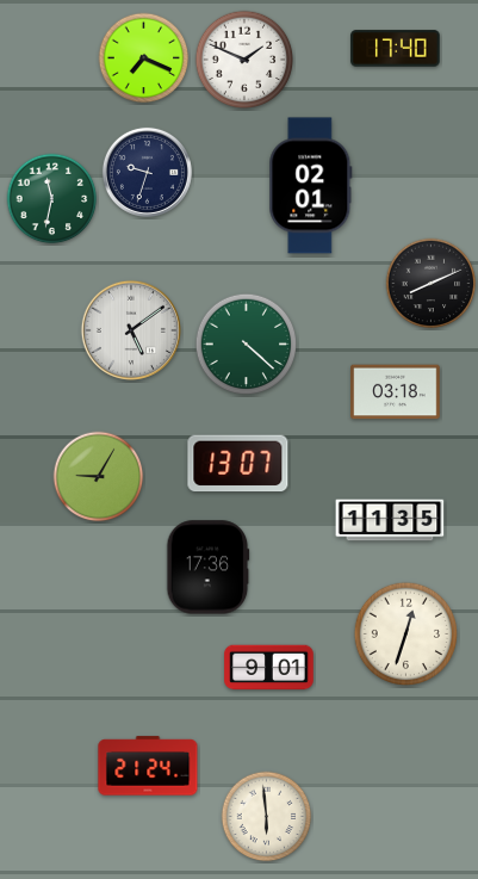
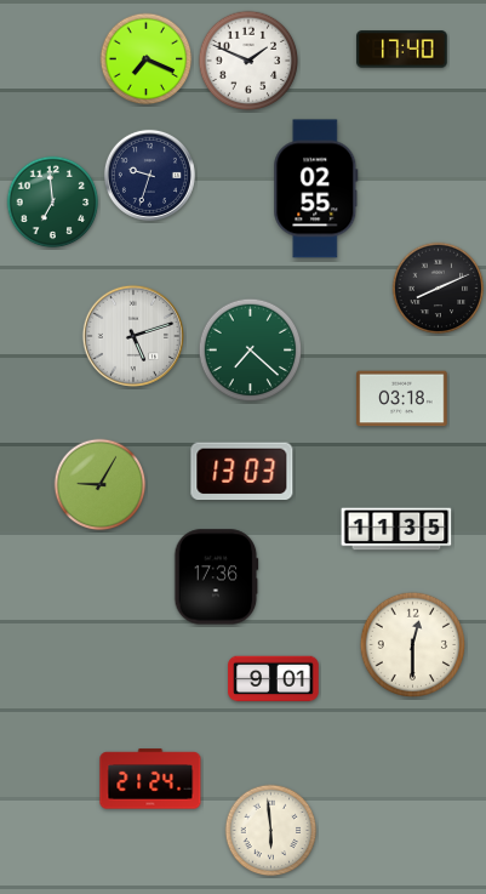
clock at (311, 186): 02:01 -> 02:55
clock at (52, 199): 11:32 -> 6:59
clock at (131, 330): 5:09 -> 5:12
clock at (247, 345): 4:22 -> 7:22
clock at (238, 464): 13:07 -> 13:03
clock at (209, 568) position: (209, 568) -> (217, 577)
clock at (406, 635): 12:33 -> 12:30
